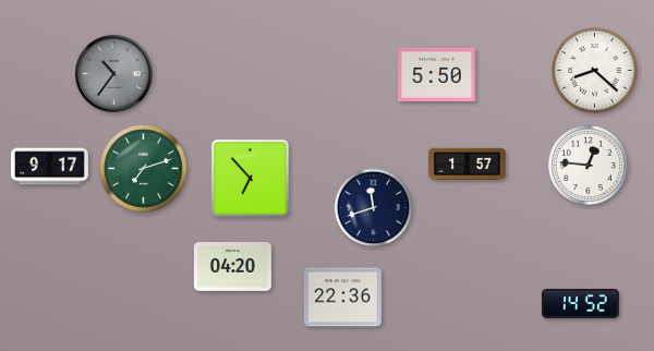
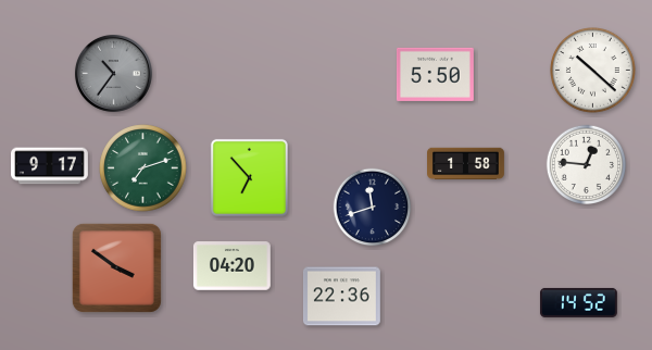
clock at (595, 71): 8:22 -> 10:22
clock at (468, 165): 1:57 -> 1:58
clock at (116, 267): none -> 3:51
